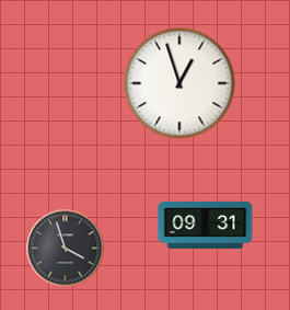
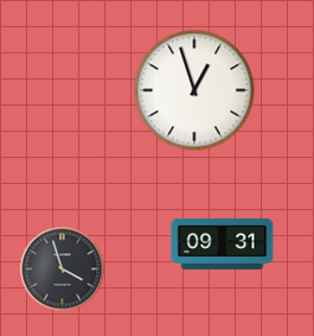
clock at (66, 249) position: (66, 249) -> (63, 270)
